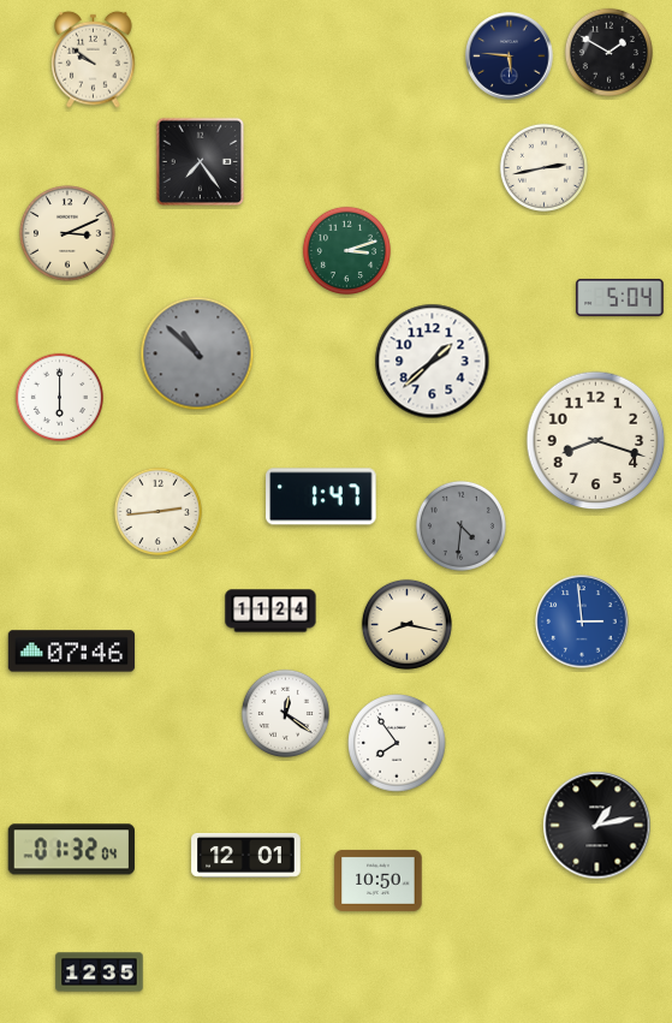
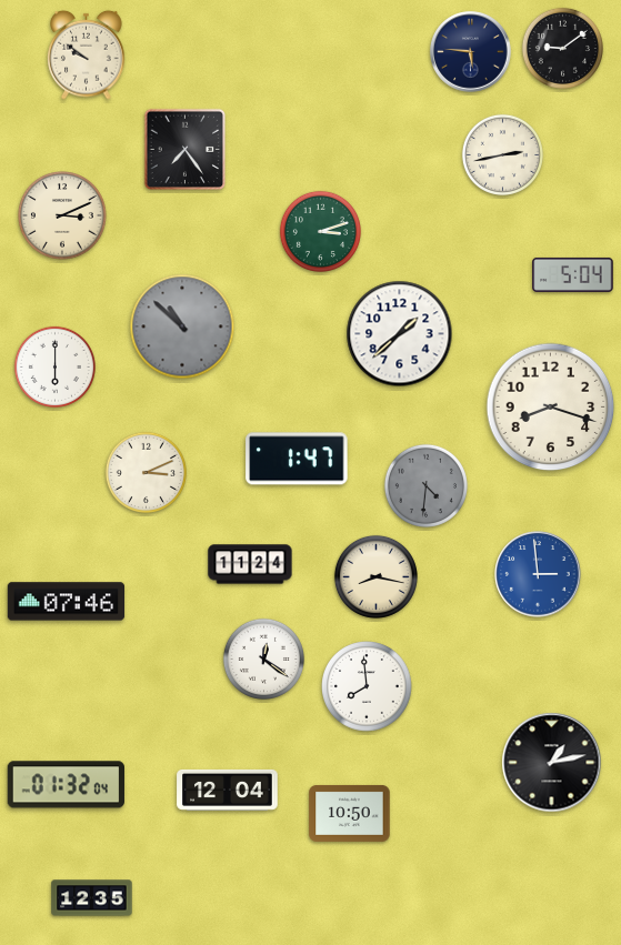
clock at (608, 52): 1:50 -> 9:09
clock at (157, 511): 2:44 -> 3:11
clock at (397, 743): 7:54 -> 7:59
clock at (246, 855): 12:01 -> 12:04
